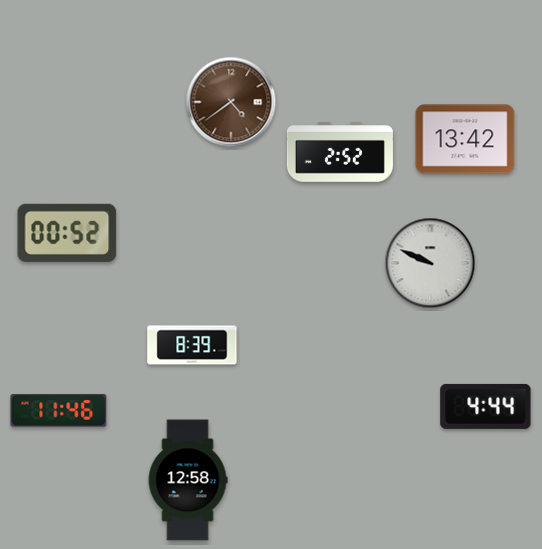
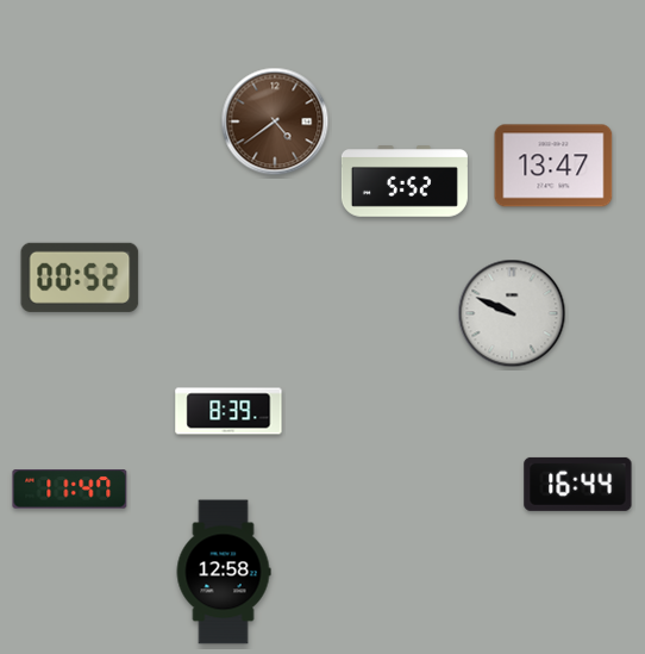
clock at (465, 139): 13:42 -> 13:47
clock at (340, 153): 2:52 -> 5:52
clock at (486, 406): 4:44 -> 16:44
clock at (59, 411): 11:46 -> 11:47
